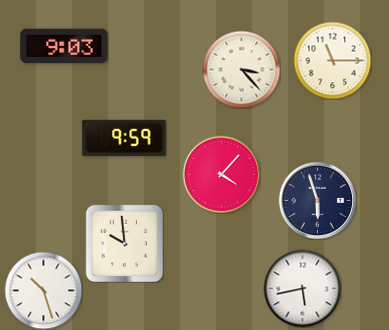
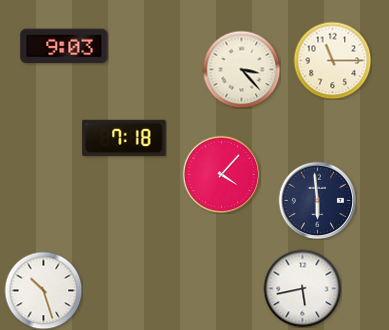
clock at (124, 138): 9:59 -> 7:18
clock at (317, 200): 5:57 -> 5:59
clock at (124, 243): 9:59 -> none
